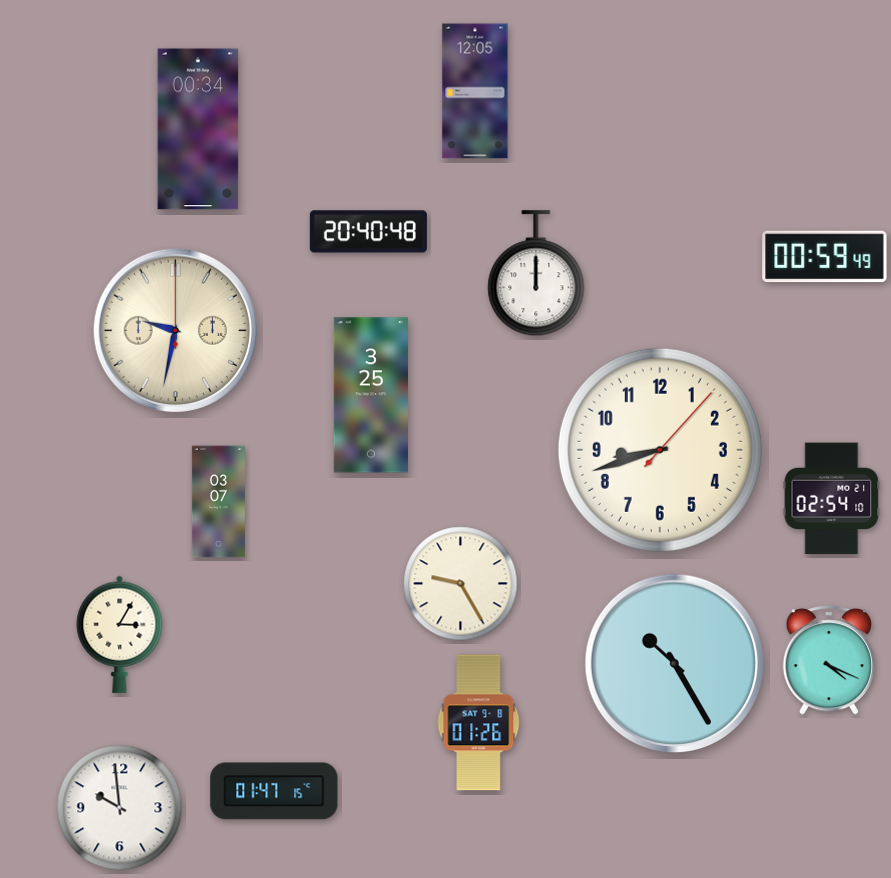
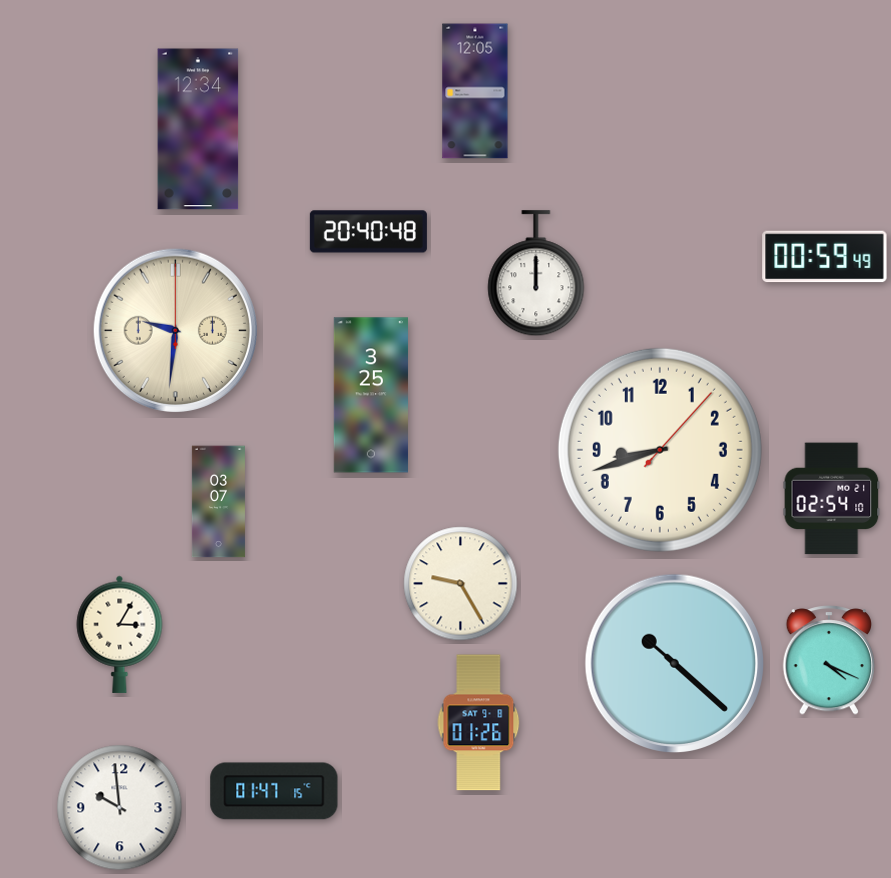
clock at (198, 129): 00:34 -> 12:34
clock at (175, 330): 9:32 -> 9:31
clock at (675, 664): 10:25 -> 10:22
